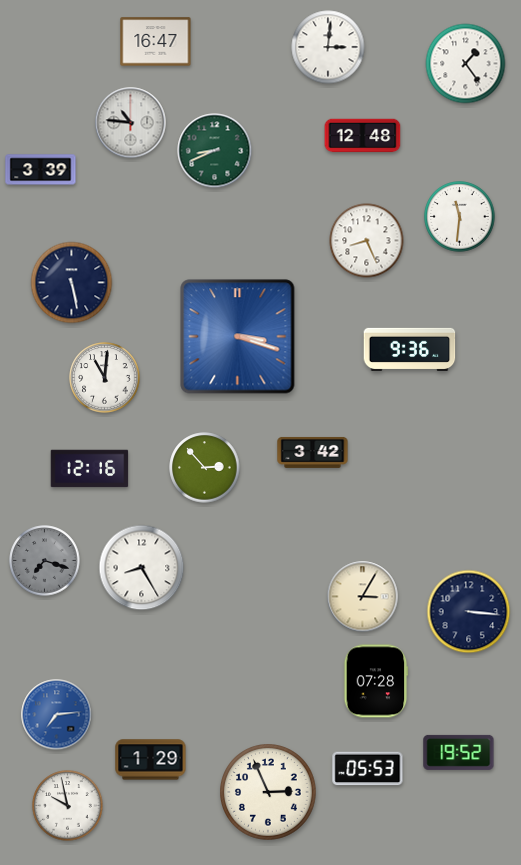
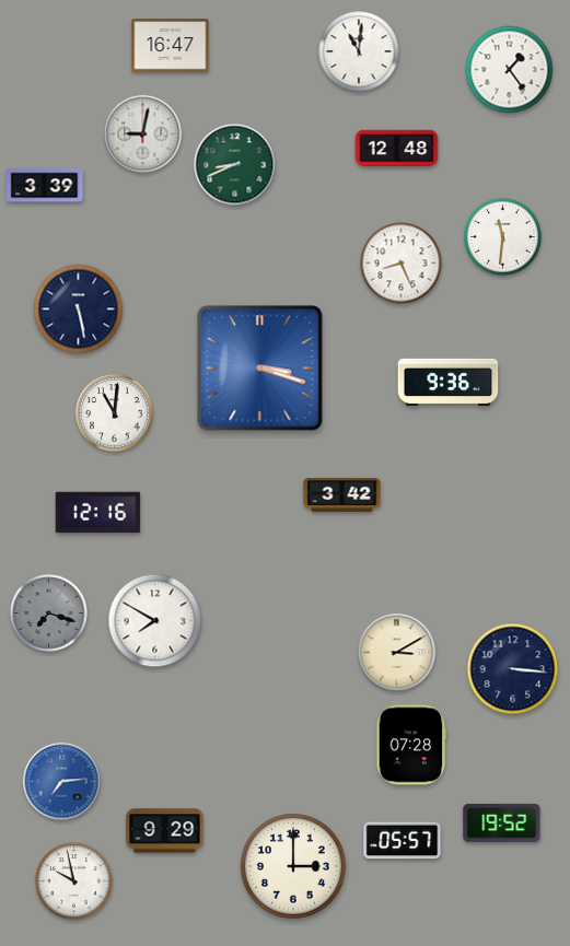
clock at (328, 47): 3:01 -> 11:01
clock at (131, 123): 10:46 -> 9:02
clock at (205, 468): 2:53 -> none
clock at (142, 568): 8:25 -> 7:50
clock at (363, 597): 3:05 -> 3:10
clock at (151, 760): 1:29 -> 9:29
clock at (368, 769): 05:53 -> 05:57
clock at (269, 793): 2:56 -> 3:00
